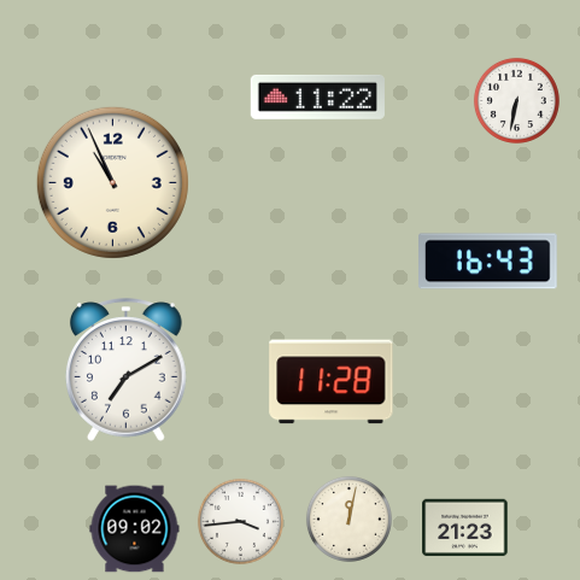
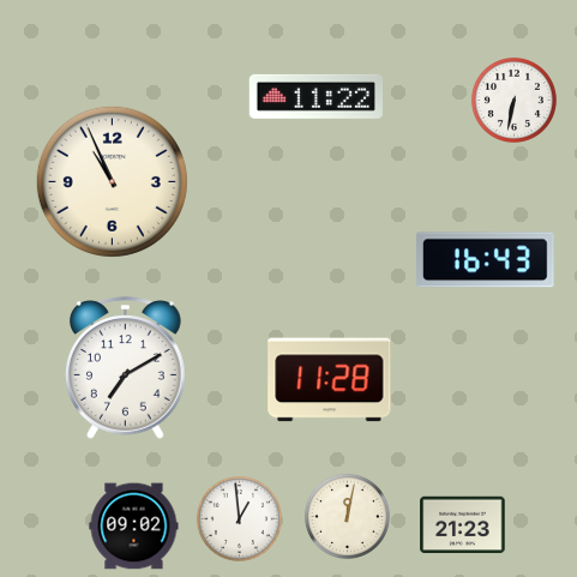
clock at (240, 521): 3:44 -> 12:59
